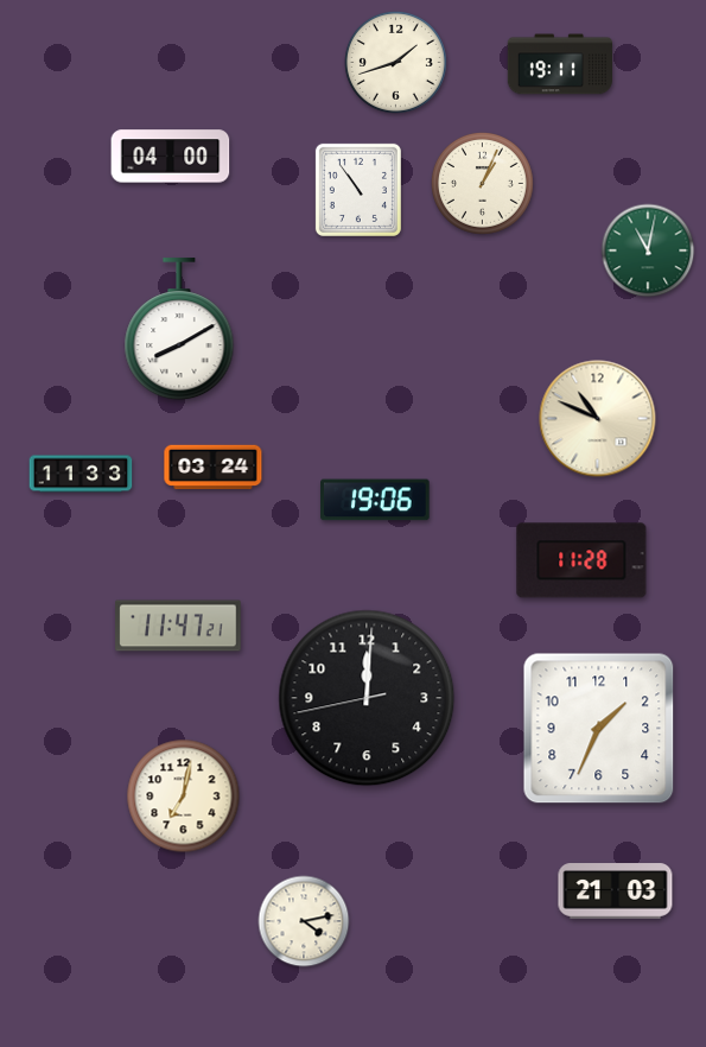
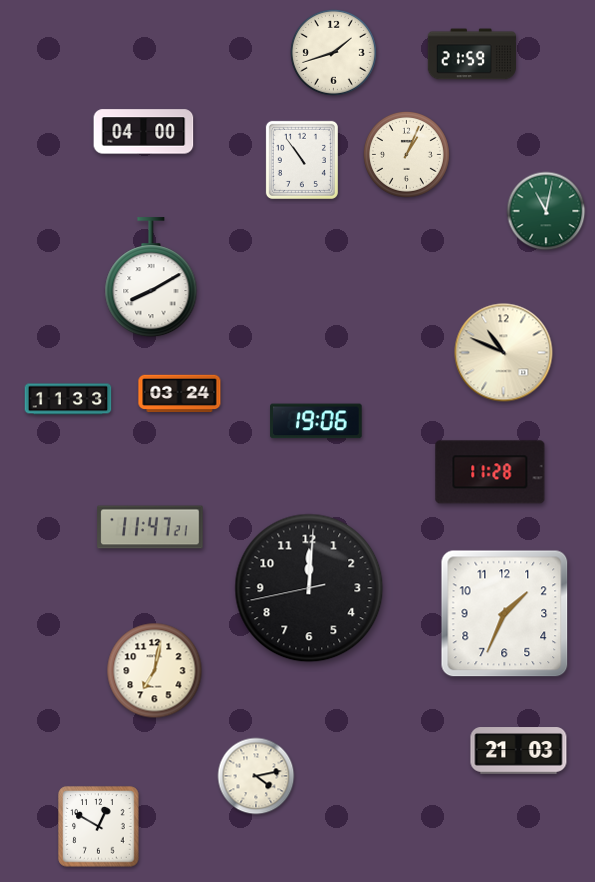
clock at (559, 64): 19:11 -> 21:59
clock at (99, 827): none -> 12:50
